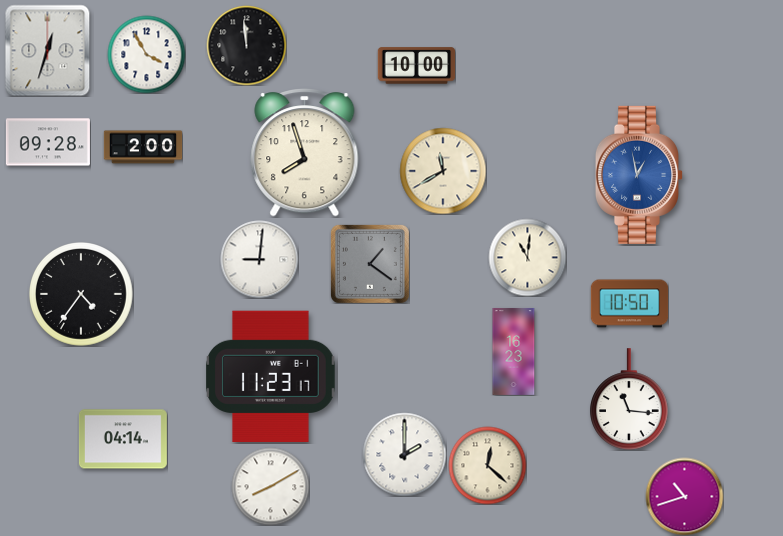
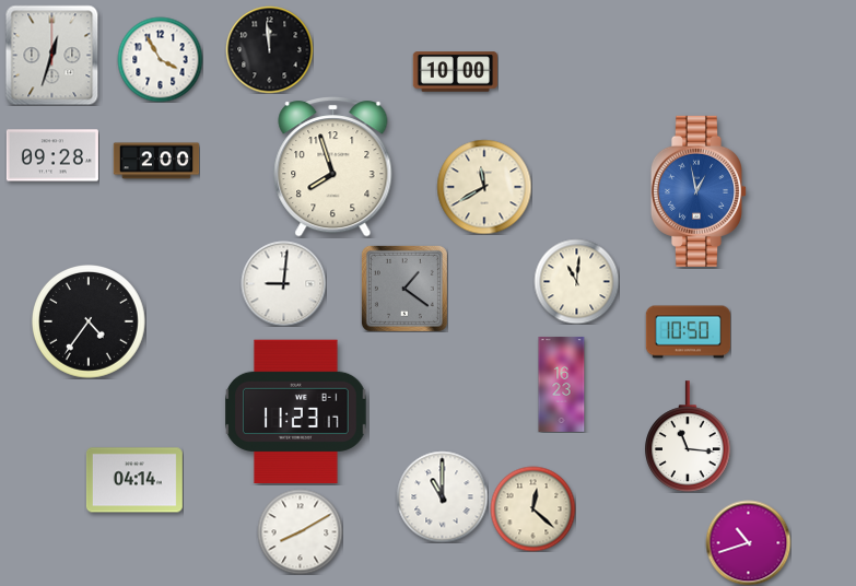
clock at (404, 454): 2:00 -> 11:00
clock at (270, 486) position: (270, 486) -> (300, 531)
